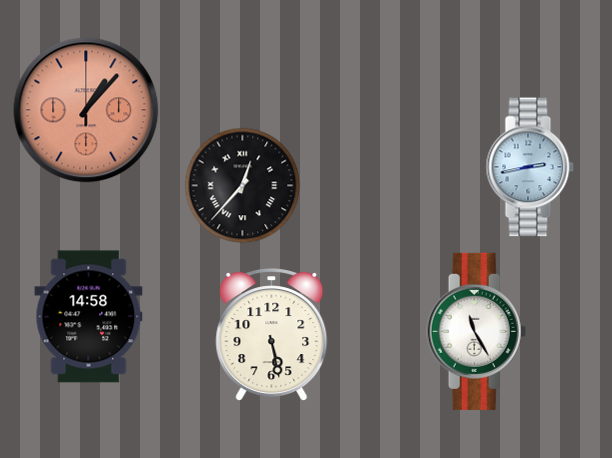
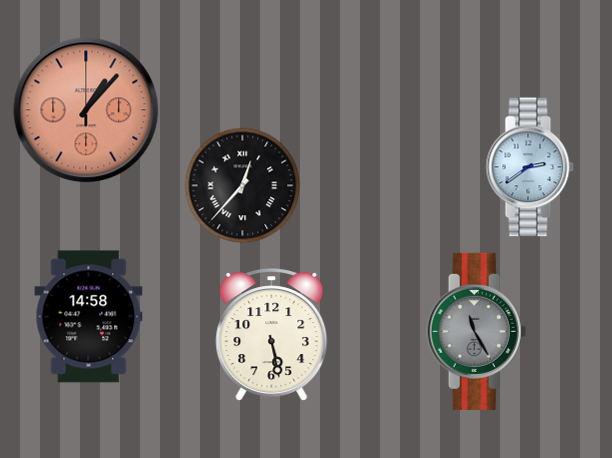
clock at (530, 167): 2:43 -> 2:39
clock at (477, 331) dial: white -> grey
